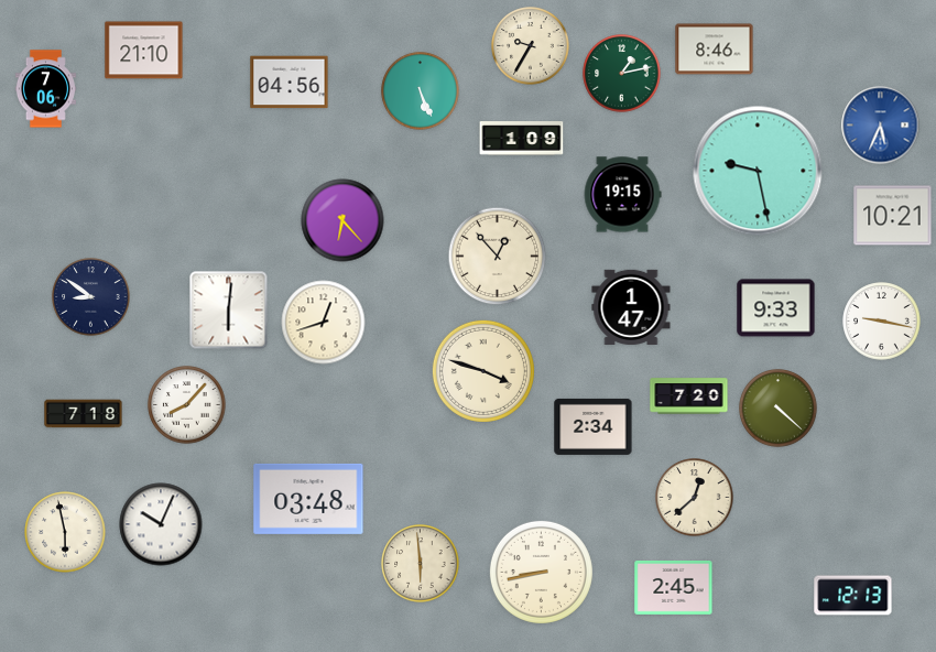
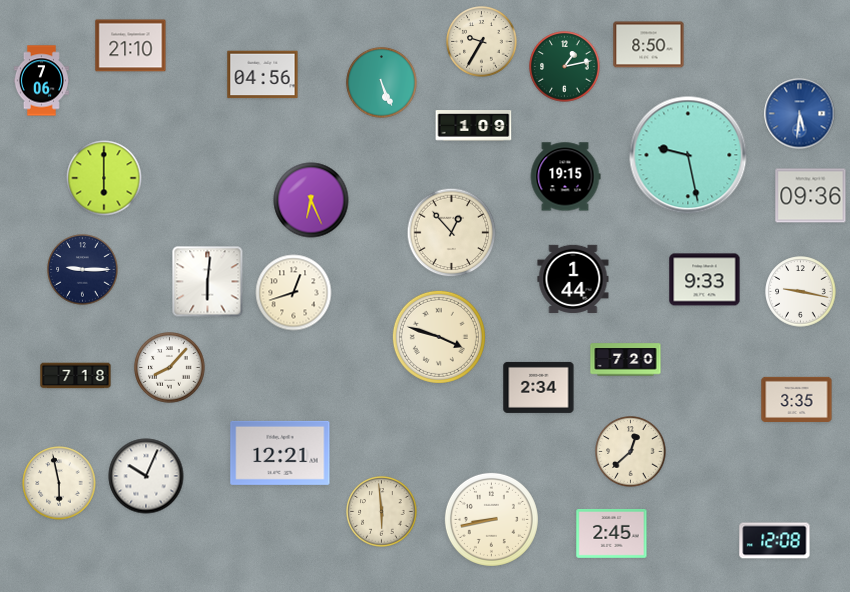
clock at (715, 50): 8:46 -> 8:50
clock at (881, 126): 5:34 -> 5:31
clock at (104, 178): none -> 6:00
clock at (893, 216): 10:21 -> 09:36
clock at (342, 220): 6:23 -> 6:26
clock at (91, 297): 8:51 -> 9:15
clock at (631, 307): 1:47 -> 1:44
clock at (779, 409): 4:22 -> none
clock at (797, 399): none -> 3:35
clock at (308, 499): 03:48 -> 12:21
clock at (853, 596): 12:13 -> 12:08
